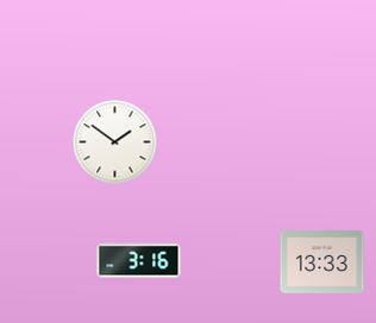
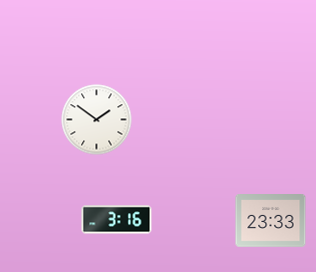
clock at (322, 262): 13:33 -> 23:33
